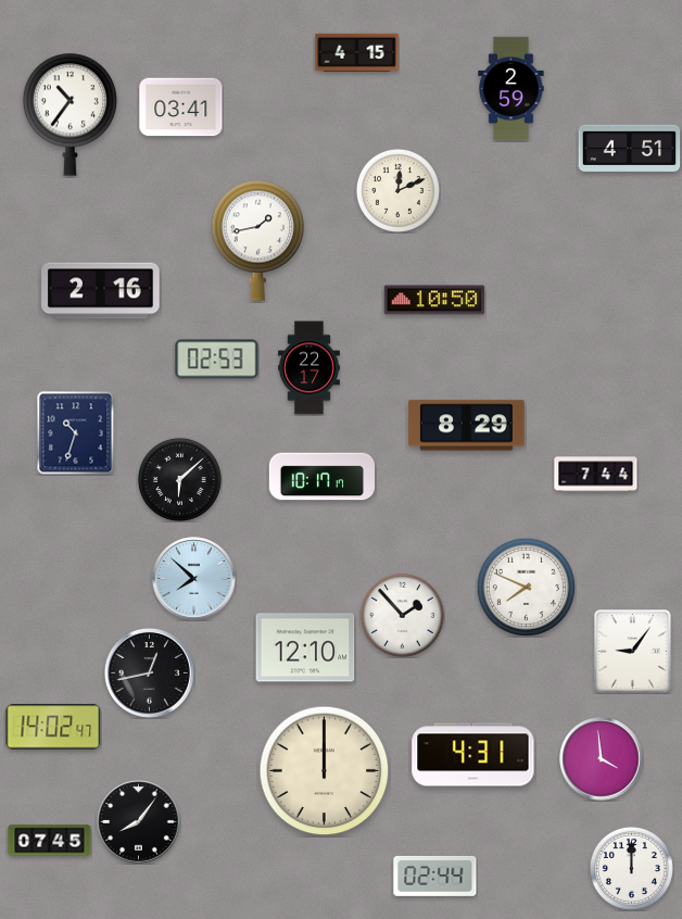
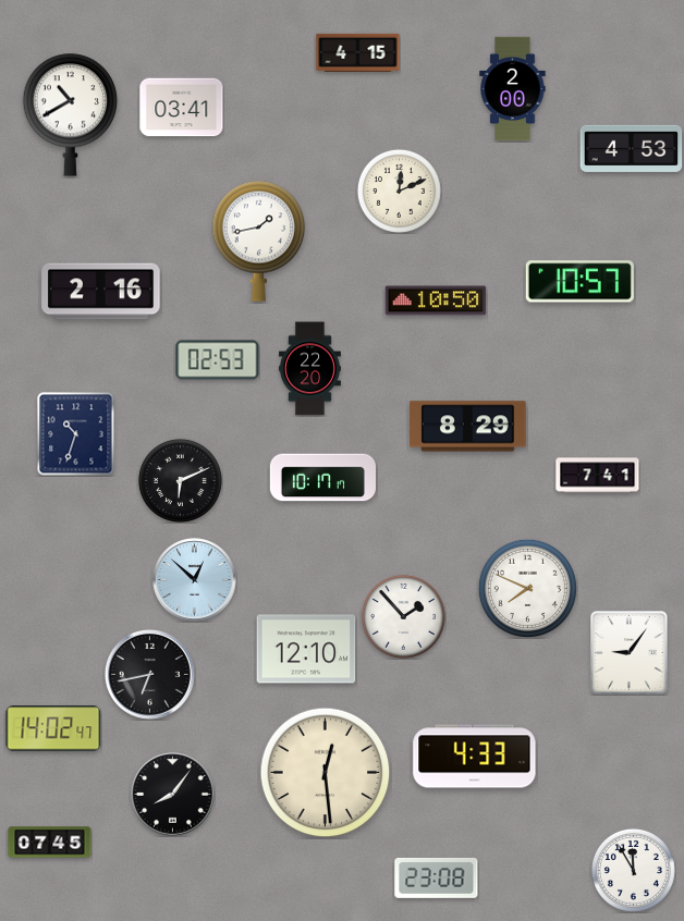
clock at (512, 89): 2:59 -> 2:00
clock at (71, 114): 10:36 -> 10:40
clock at (630, 148): 4:51 -> 4:53
clock at (579, 282): none -> 10:57
clock at (308, 368): 22:17 -> 22:20
clock at (596, 475): 7:44 -> 7:41
clock at (179, 479): 6:08 -> 6:11
clock at (194, 579): 7:52 -> 12:52
clock at (633, 652) position: (633, 652) -> (630, 653)
clock at (149, 672): 12:43 -> 6:43
clock at (473, 755): 4:31 -> 4:33
clock at (602, 759): 3:59 -> none
clock at (325, 771): 12:00 -> 12:29
clock at (139, 822) position: (139, 822) -> (173, 795)
clock at (631, 868): 12:00 -> 11:55
clock at (435, 876): 02:44 -> 23:08
